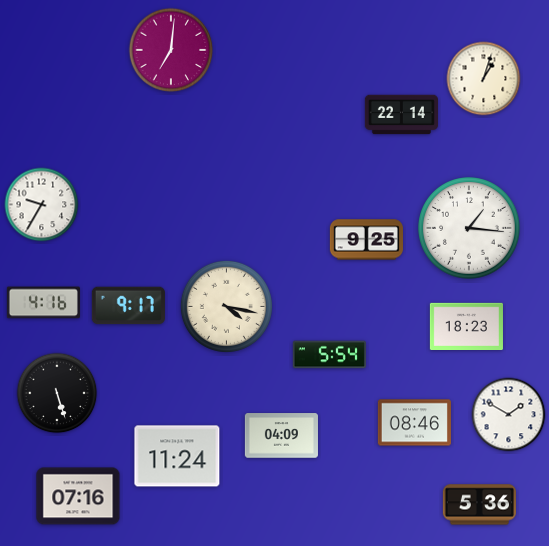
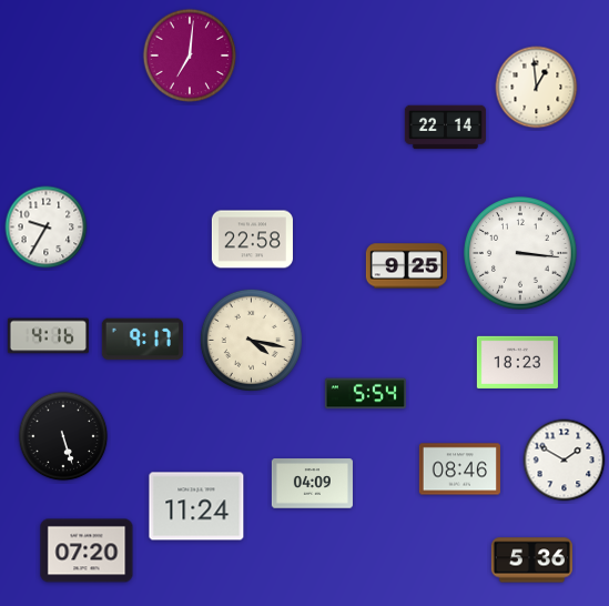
clock at (484, 79): 1:03 -> 12:59
clock at (252, 240): none -> 22:58
clock at (469, 228): 1:16 -> 3:16
clock at (78, 496): 07:16 -> 07:20
